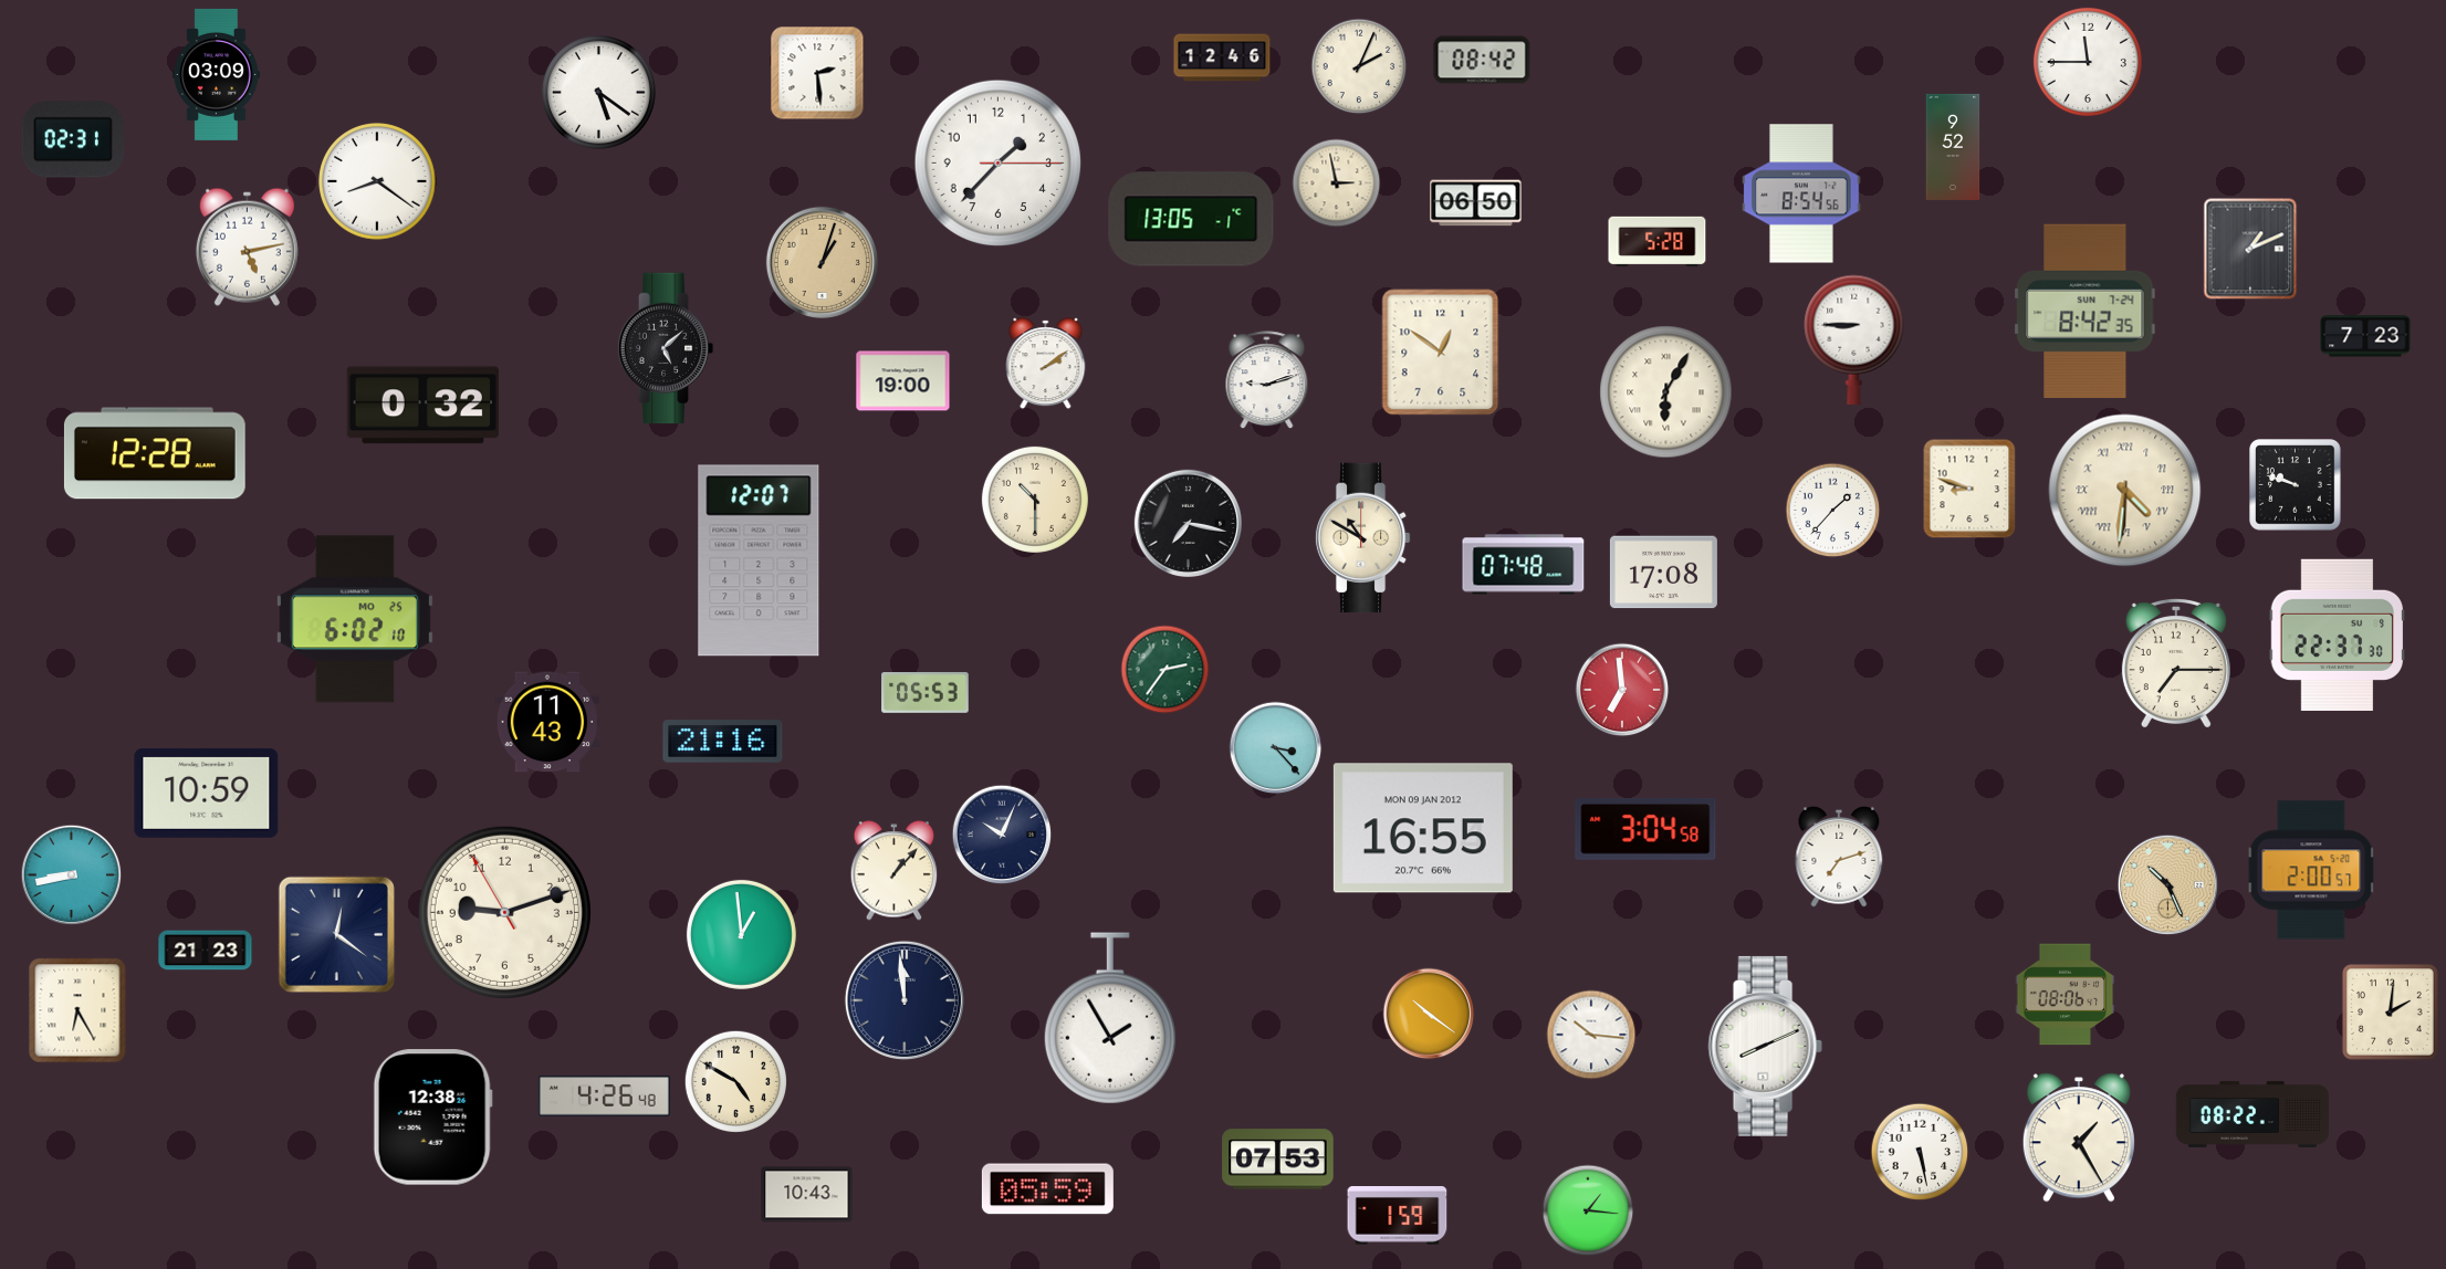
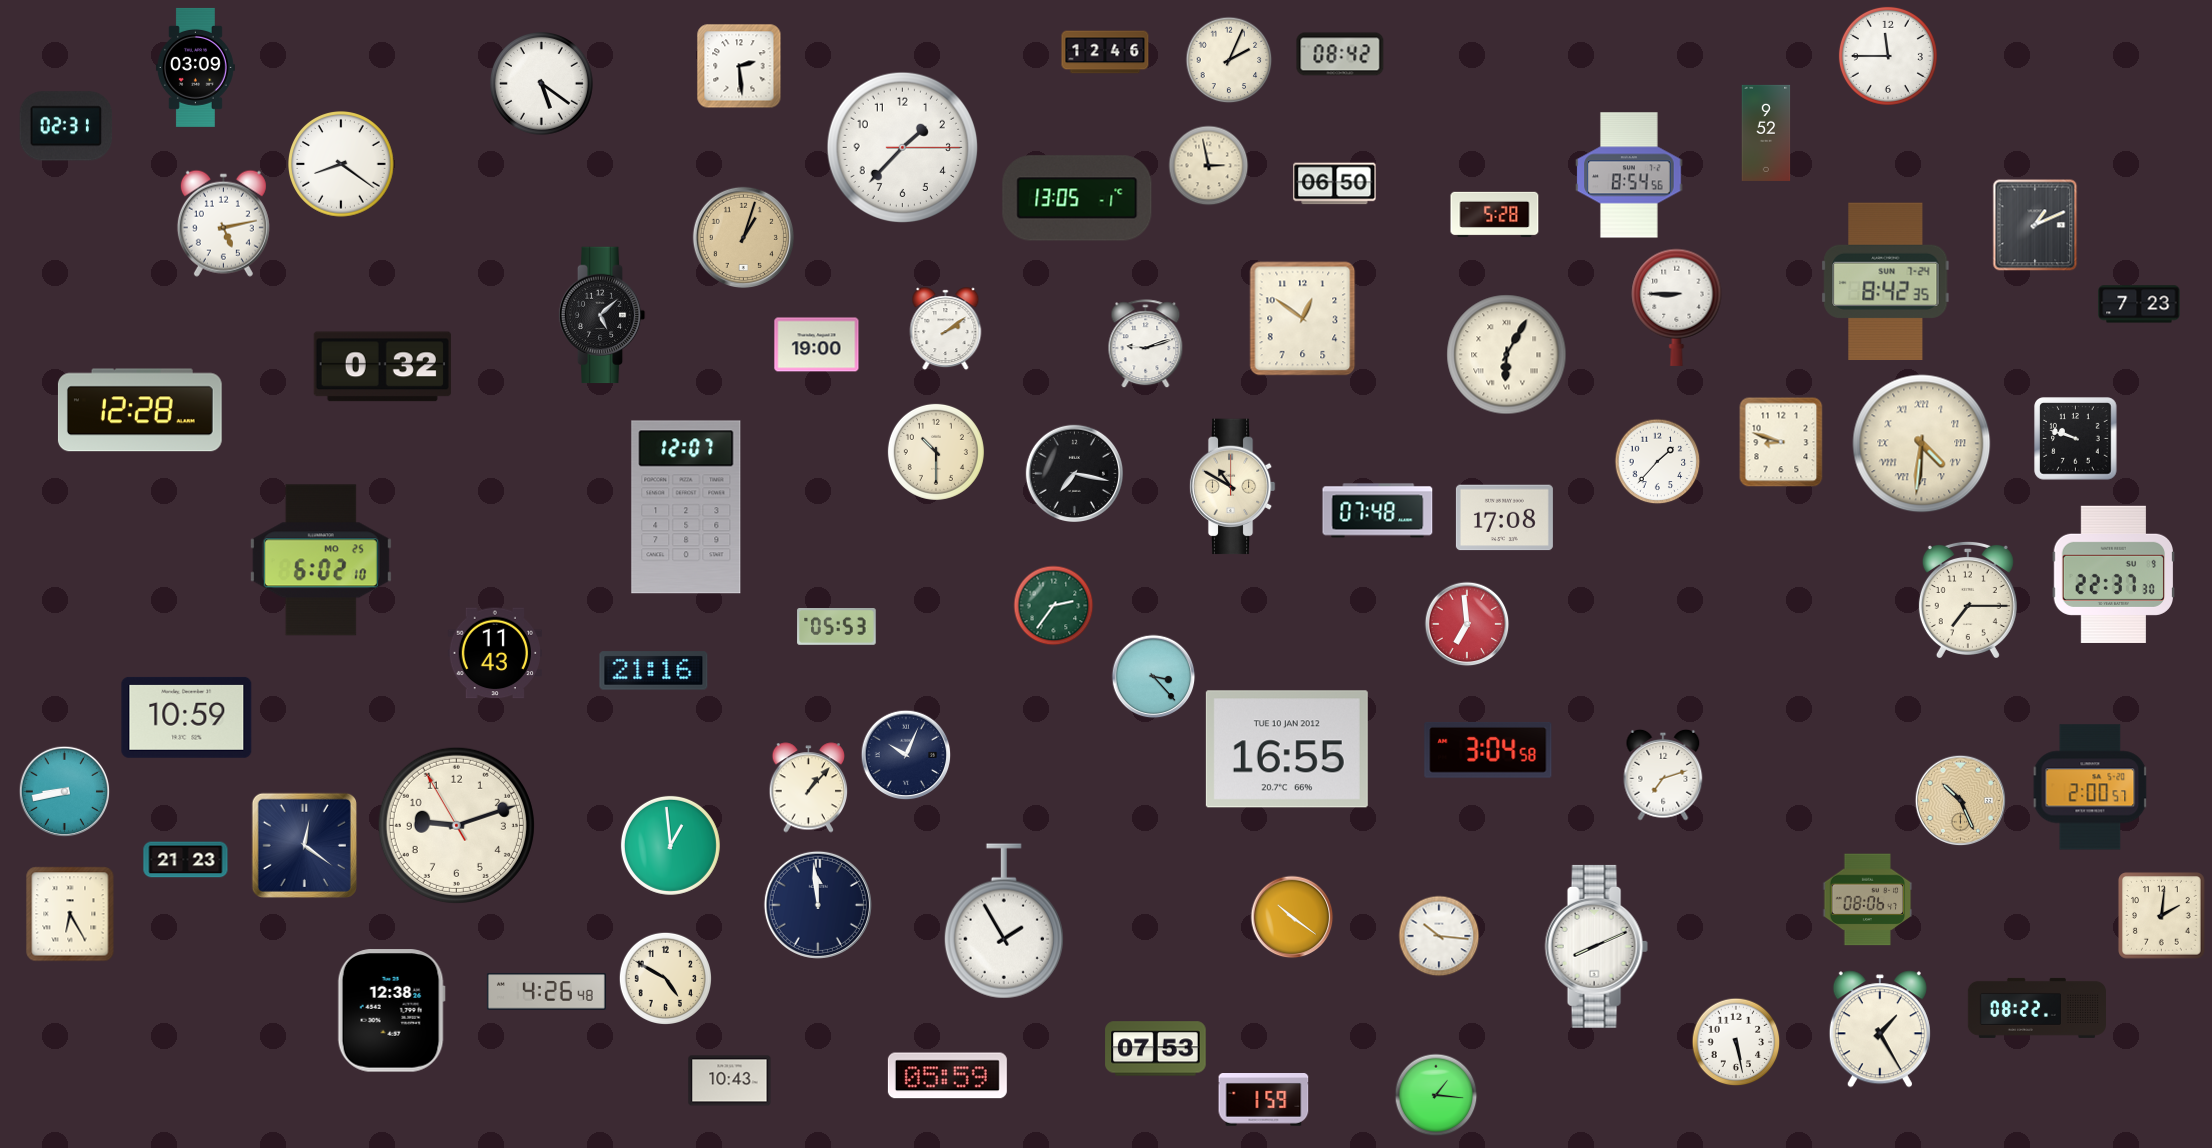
clock at (1658, 242) position: (1658, 242) -> (1495, 215)
clock at (1423, 828) date: MON 09 JAN 2012 -> TUE 10 JAN 2012
